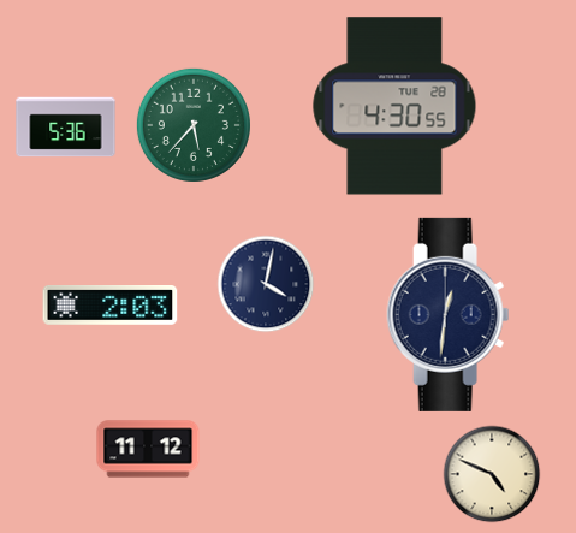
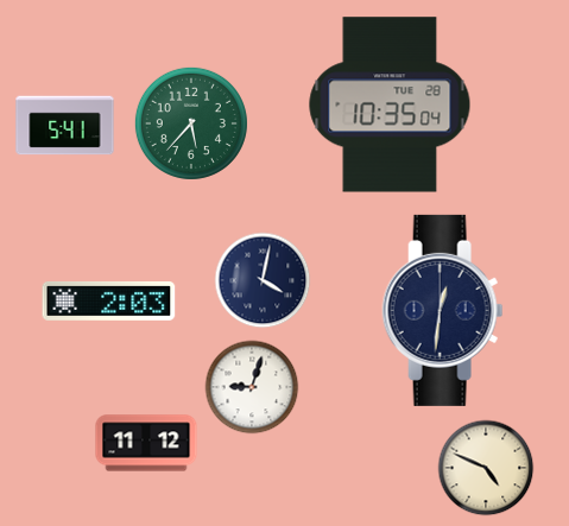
clock at (394, 106): 4:30 -> 10:35
clock at (66, 128): 5:36 -> 5:41
clock at (252, 387): none -> 9:03
